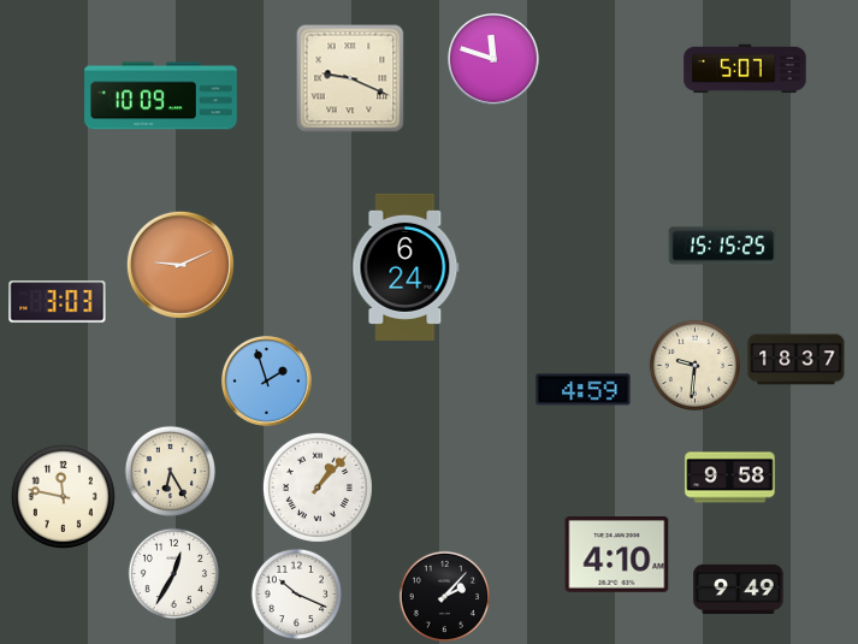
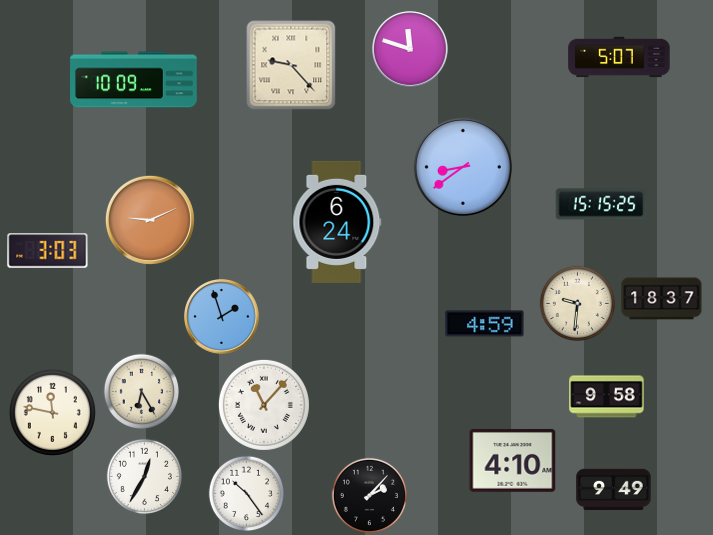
clock at (350, 78): 9:19 -> 9:23
clock at (463, 167): none -> 8:39
clock at (318, 488): 1:07 -> 11:07
clock at (296, 593): 10:19 -> 10:24
